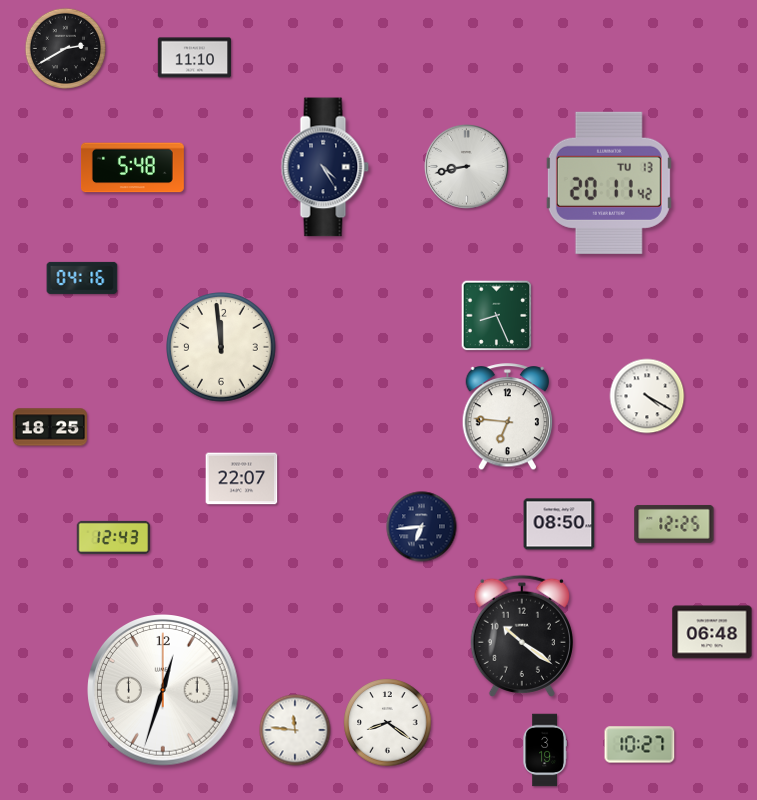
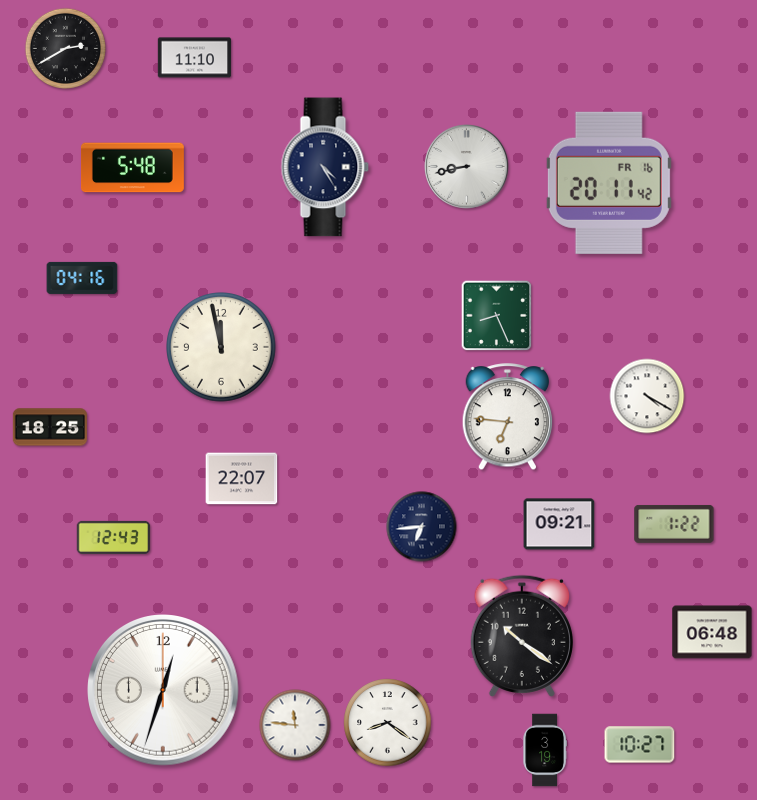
clock at (609, 183) date: TU 13 -> FR 16
clock at (222, 348): 11:59 -> 11:58
clock at (559, 524): 08:50 -> 09:21
clock at (674, 524): 12:25 -> 1:22
clock at (295, 730) position: (295, 730) -> (295, 725)
